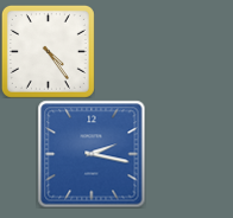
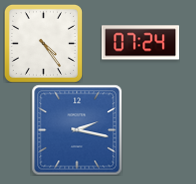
clock at (48, 51) position: (48, 51) -> (43, 43)
clock at (140, 43): none -> 07:24
